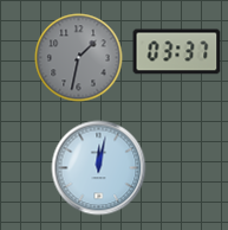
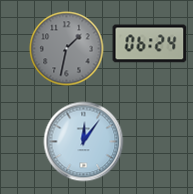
clock at (177, 52): 03:37 -> 06:24
clock at (99, 168): 12:02 -> 12:06
